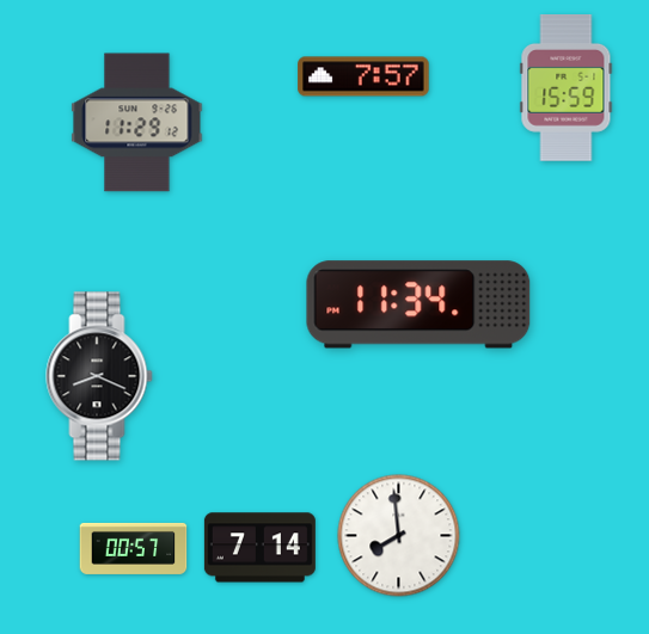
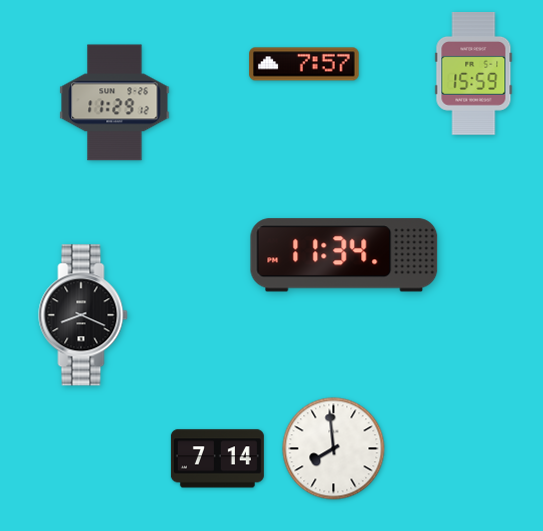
clock at (418, 304) position: (418, 304) -> (344, 255)
clock at (134, 548): 00:57 -> none
